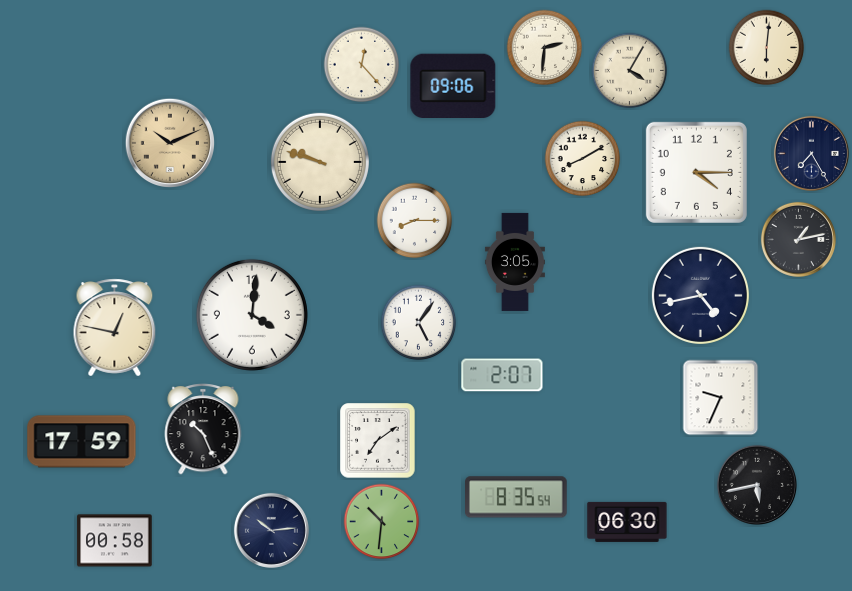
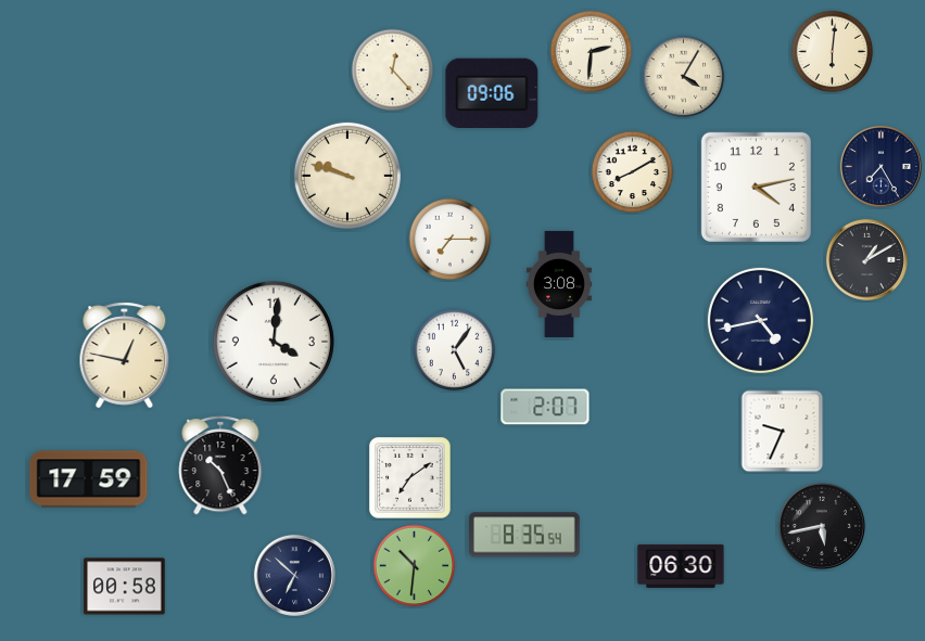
clock at (169, 142): 10:11 -> none
clock at (696, 172): 4:15 -> 4:13
clock at (415, 221): 8:15 -> 7:15
clock at (798, 239): 1:13 -> 1:10
clock at (515, 262): 3:05 -> 3:08
clock at (517, 497) position: (517, 497) -> (525, 535)
clock at (271, 530): 10:14 -> 6:52
